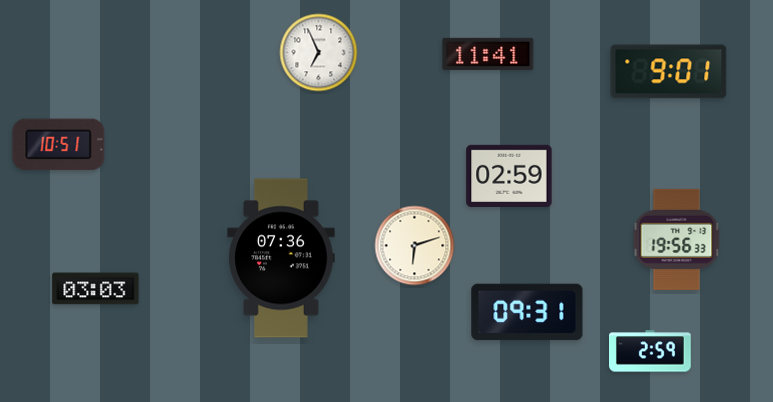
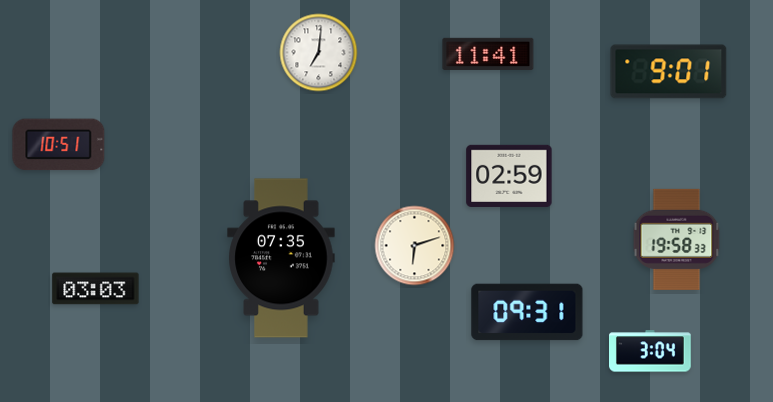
clock at (319, 53): 6:56 -> 7:01
clock at (677, 239): 19:56 -> 19:58
clock at (281, 258): 07:36 -> 07:35
clock at (651, 351): 2:59 -> 3:04
